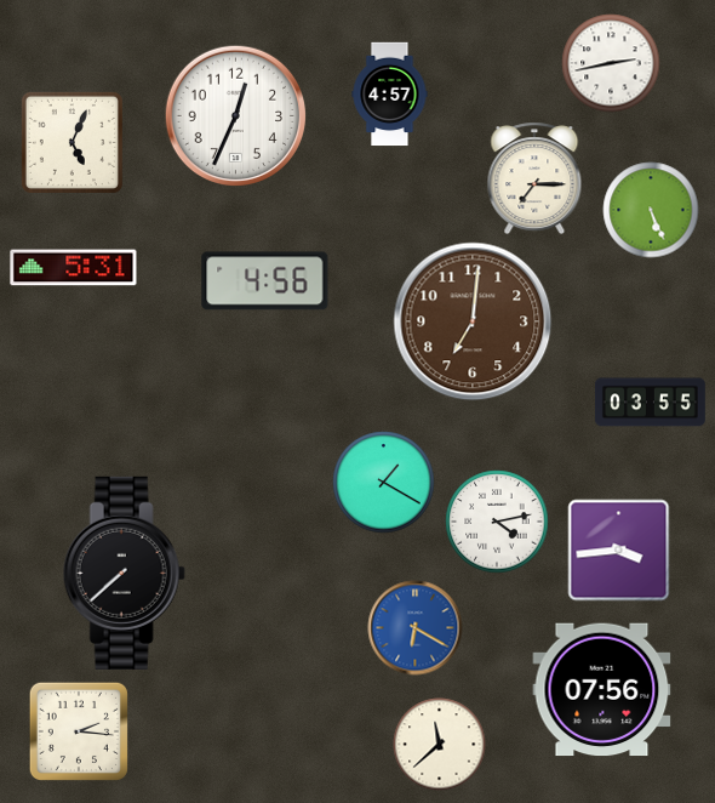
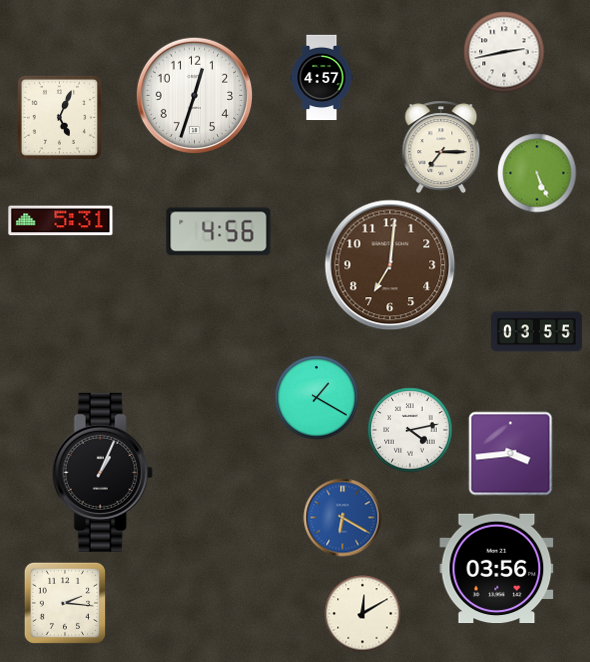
clock at (236, 116): 12:34 -> 12:33
clock at (124, 573): 7:38 -> 1:04
clock at (602, 690): 07:56 -> 03:56
clock at (440, 745): 11:38 -> 12:10
